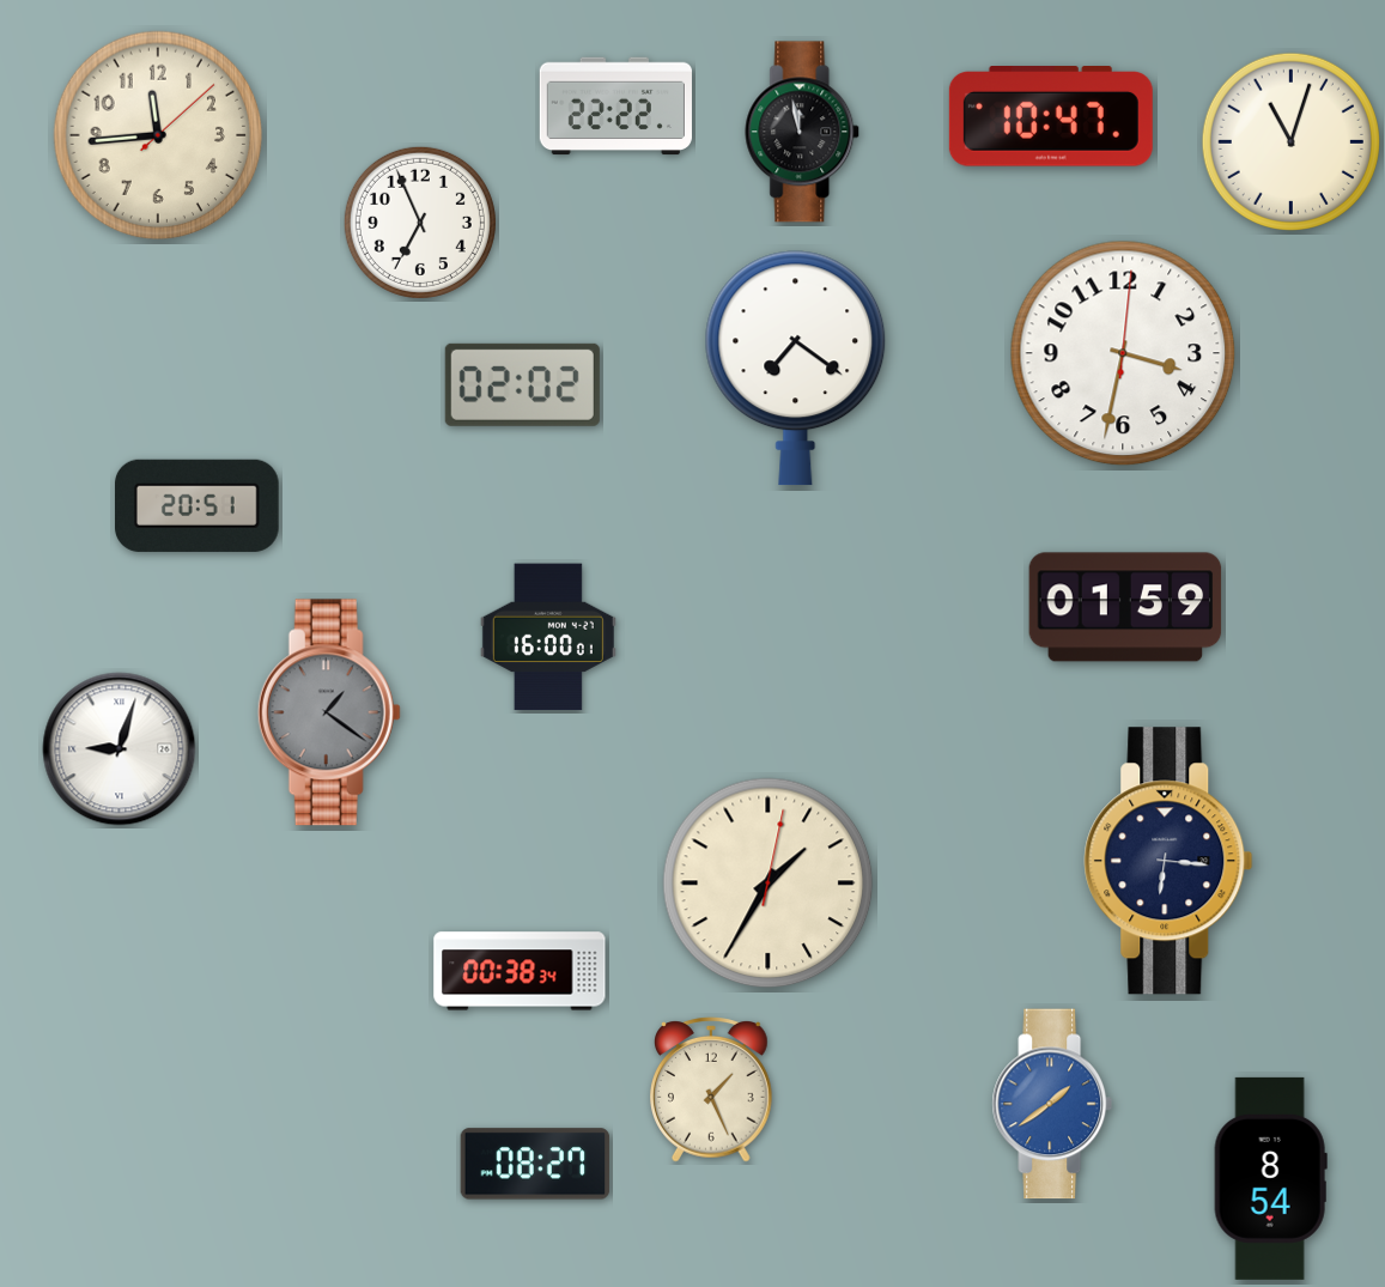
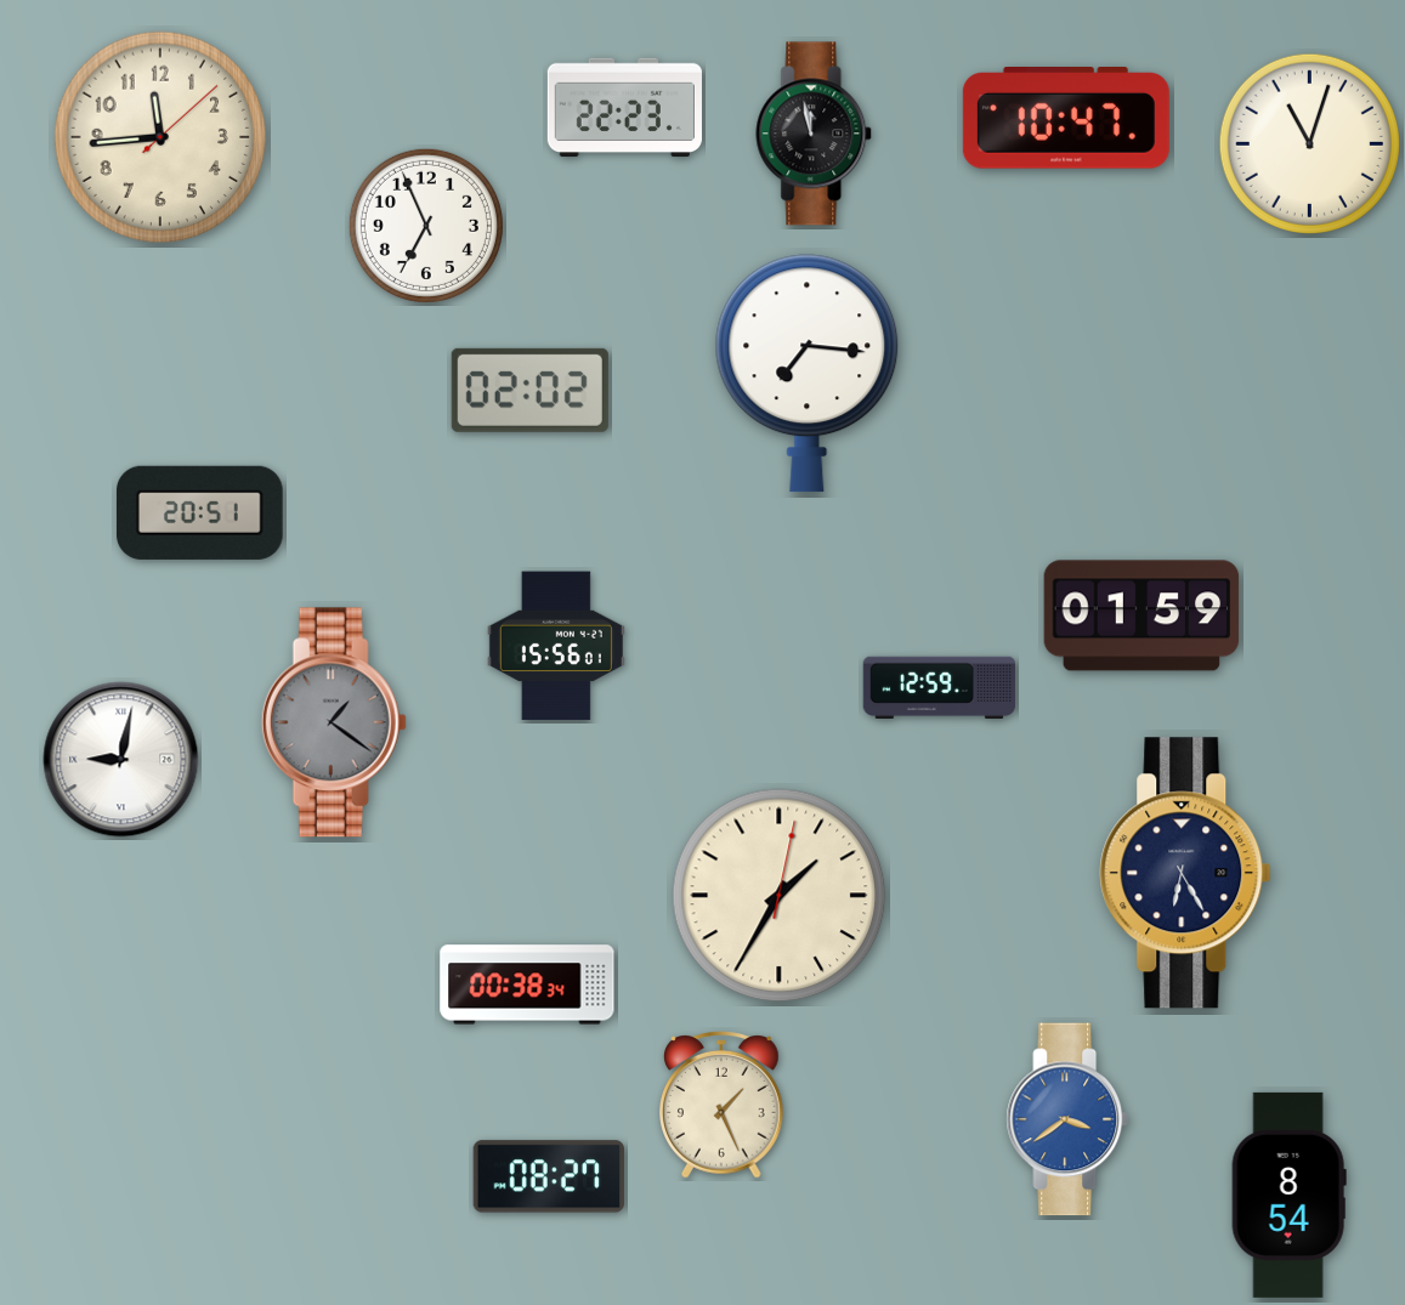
clock at (615, 107): 22:22 -> 22:23
clock at (1123, 353): 3:32 -> none
clock at (796, 369): 7:21 -> 7:16
clock at (548, 637): 16:00 -> 15:56
clock at (940, 687): none -> 12:59
clock at (120, 749): 9:03 -> 9:02
clock at (1168, 861): 6:16 -> 6:25
clock at (1051, 1104): 1:39 -> 3:39
clock at (535, 1164) position: (535, 1164) -> (549, 1176)
